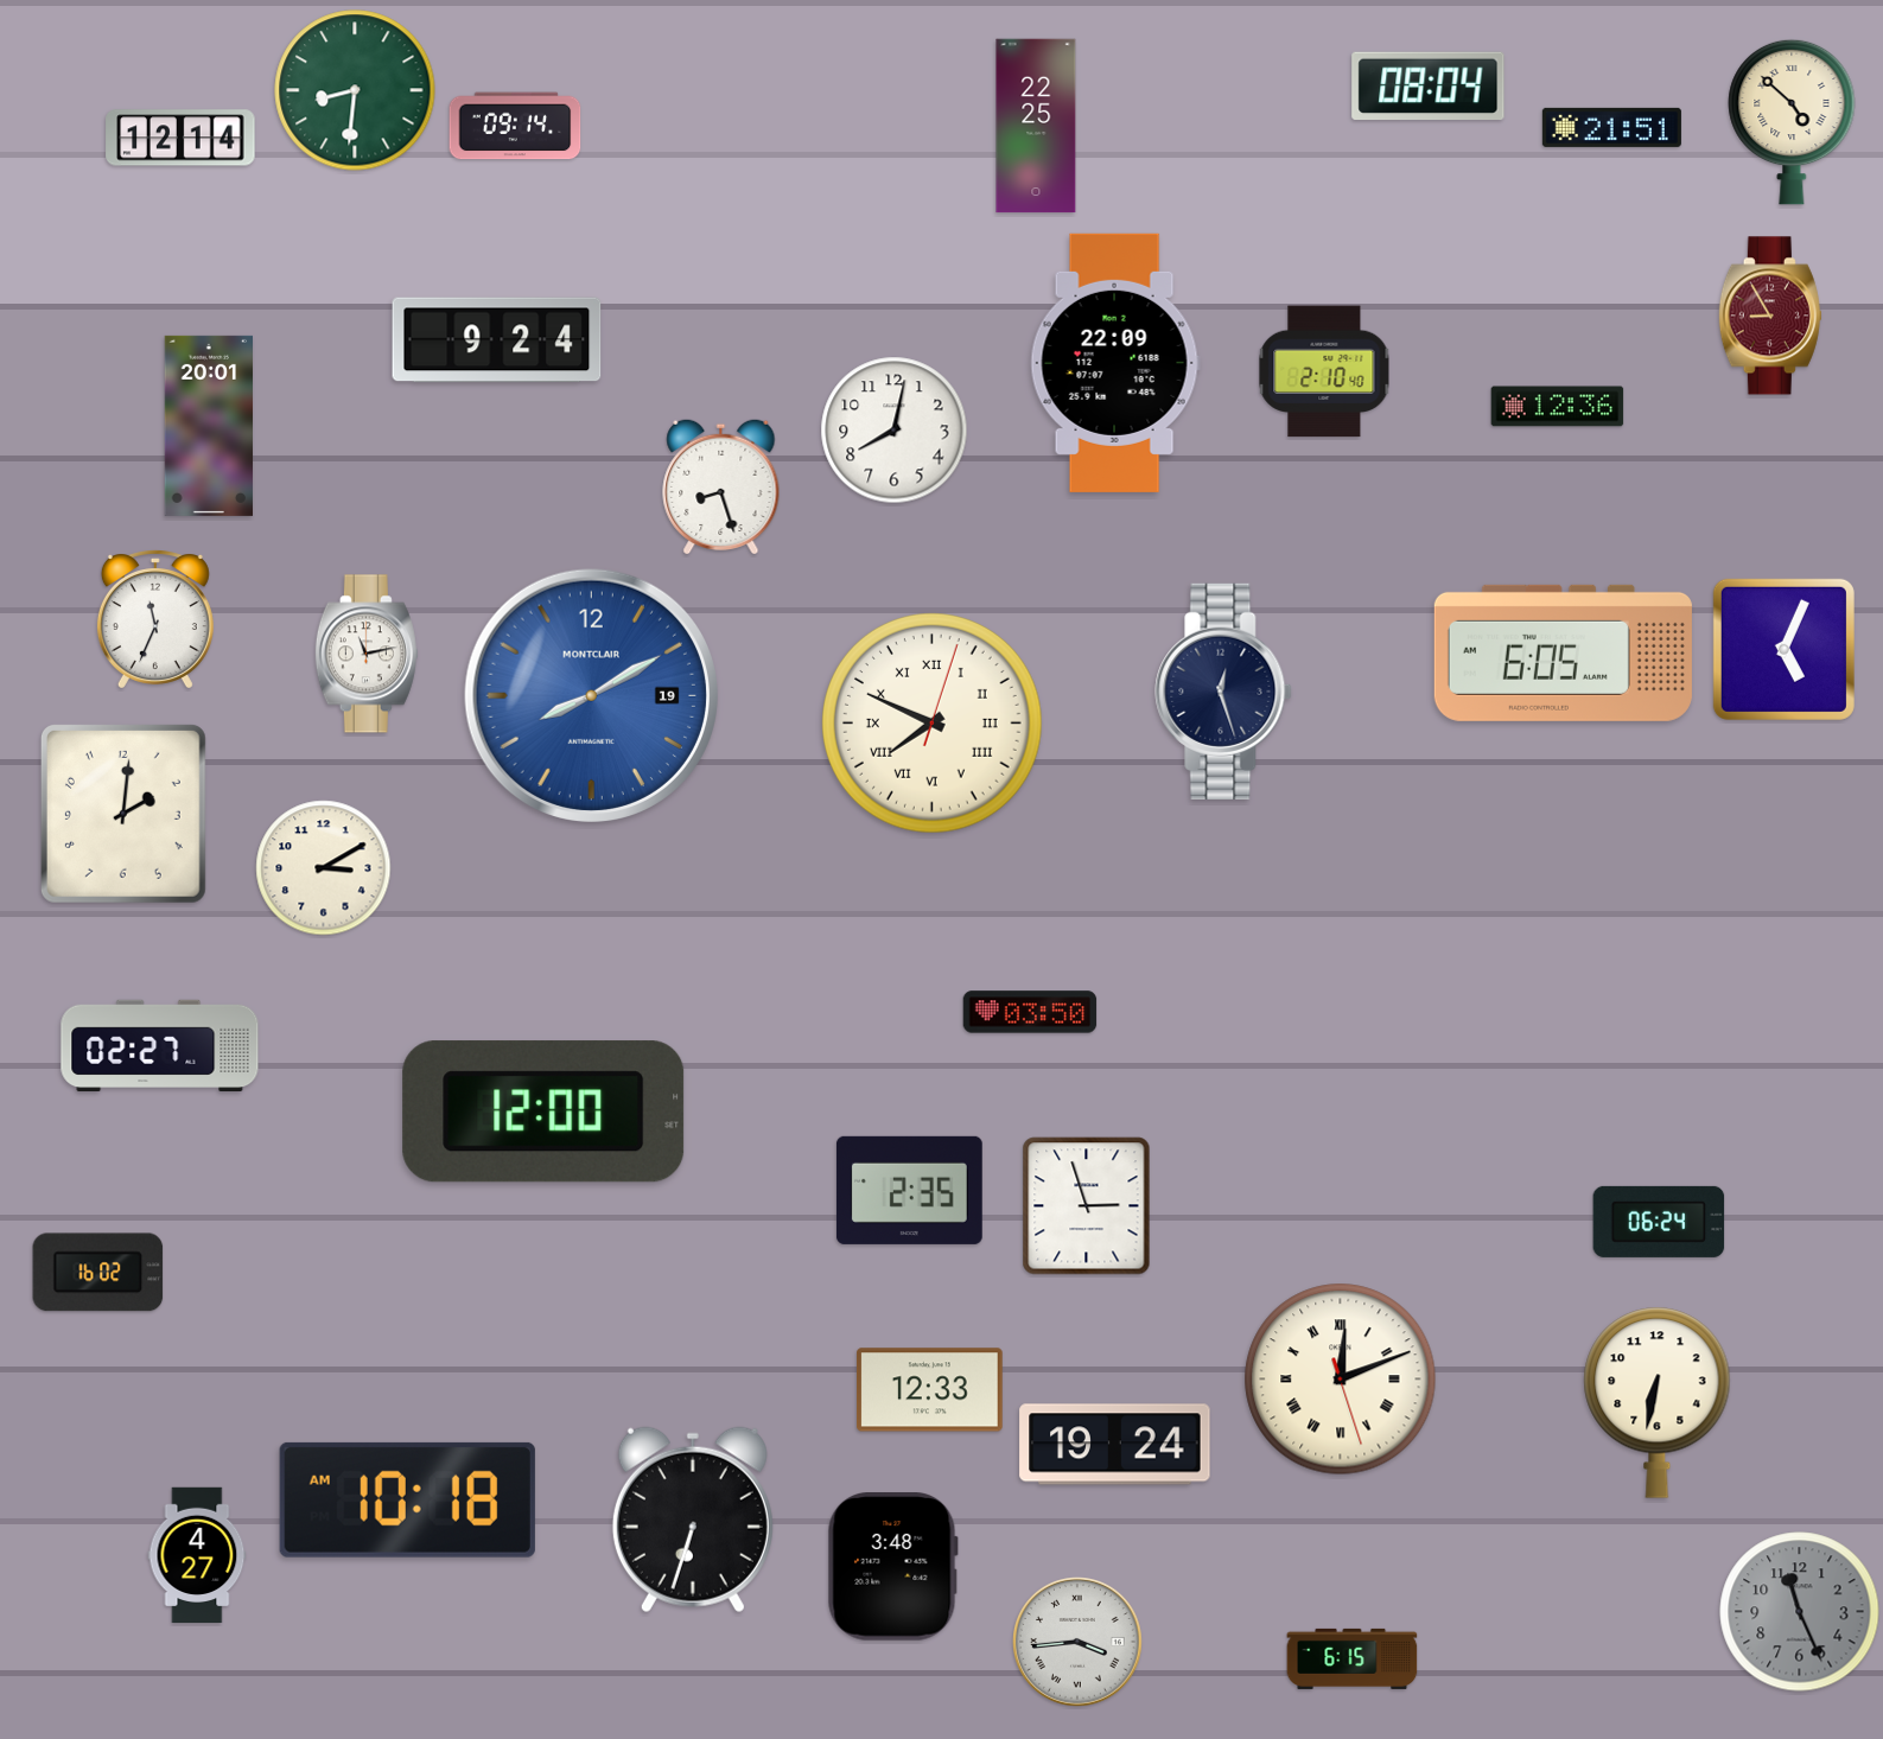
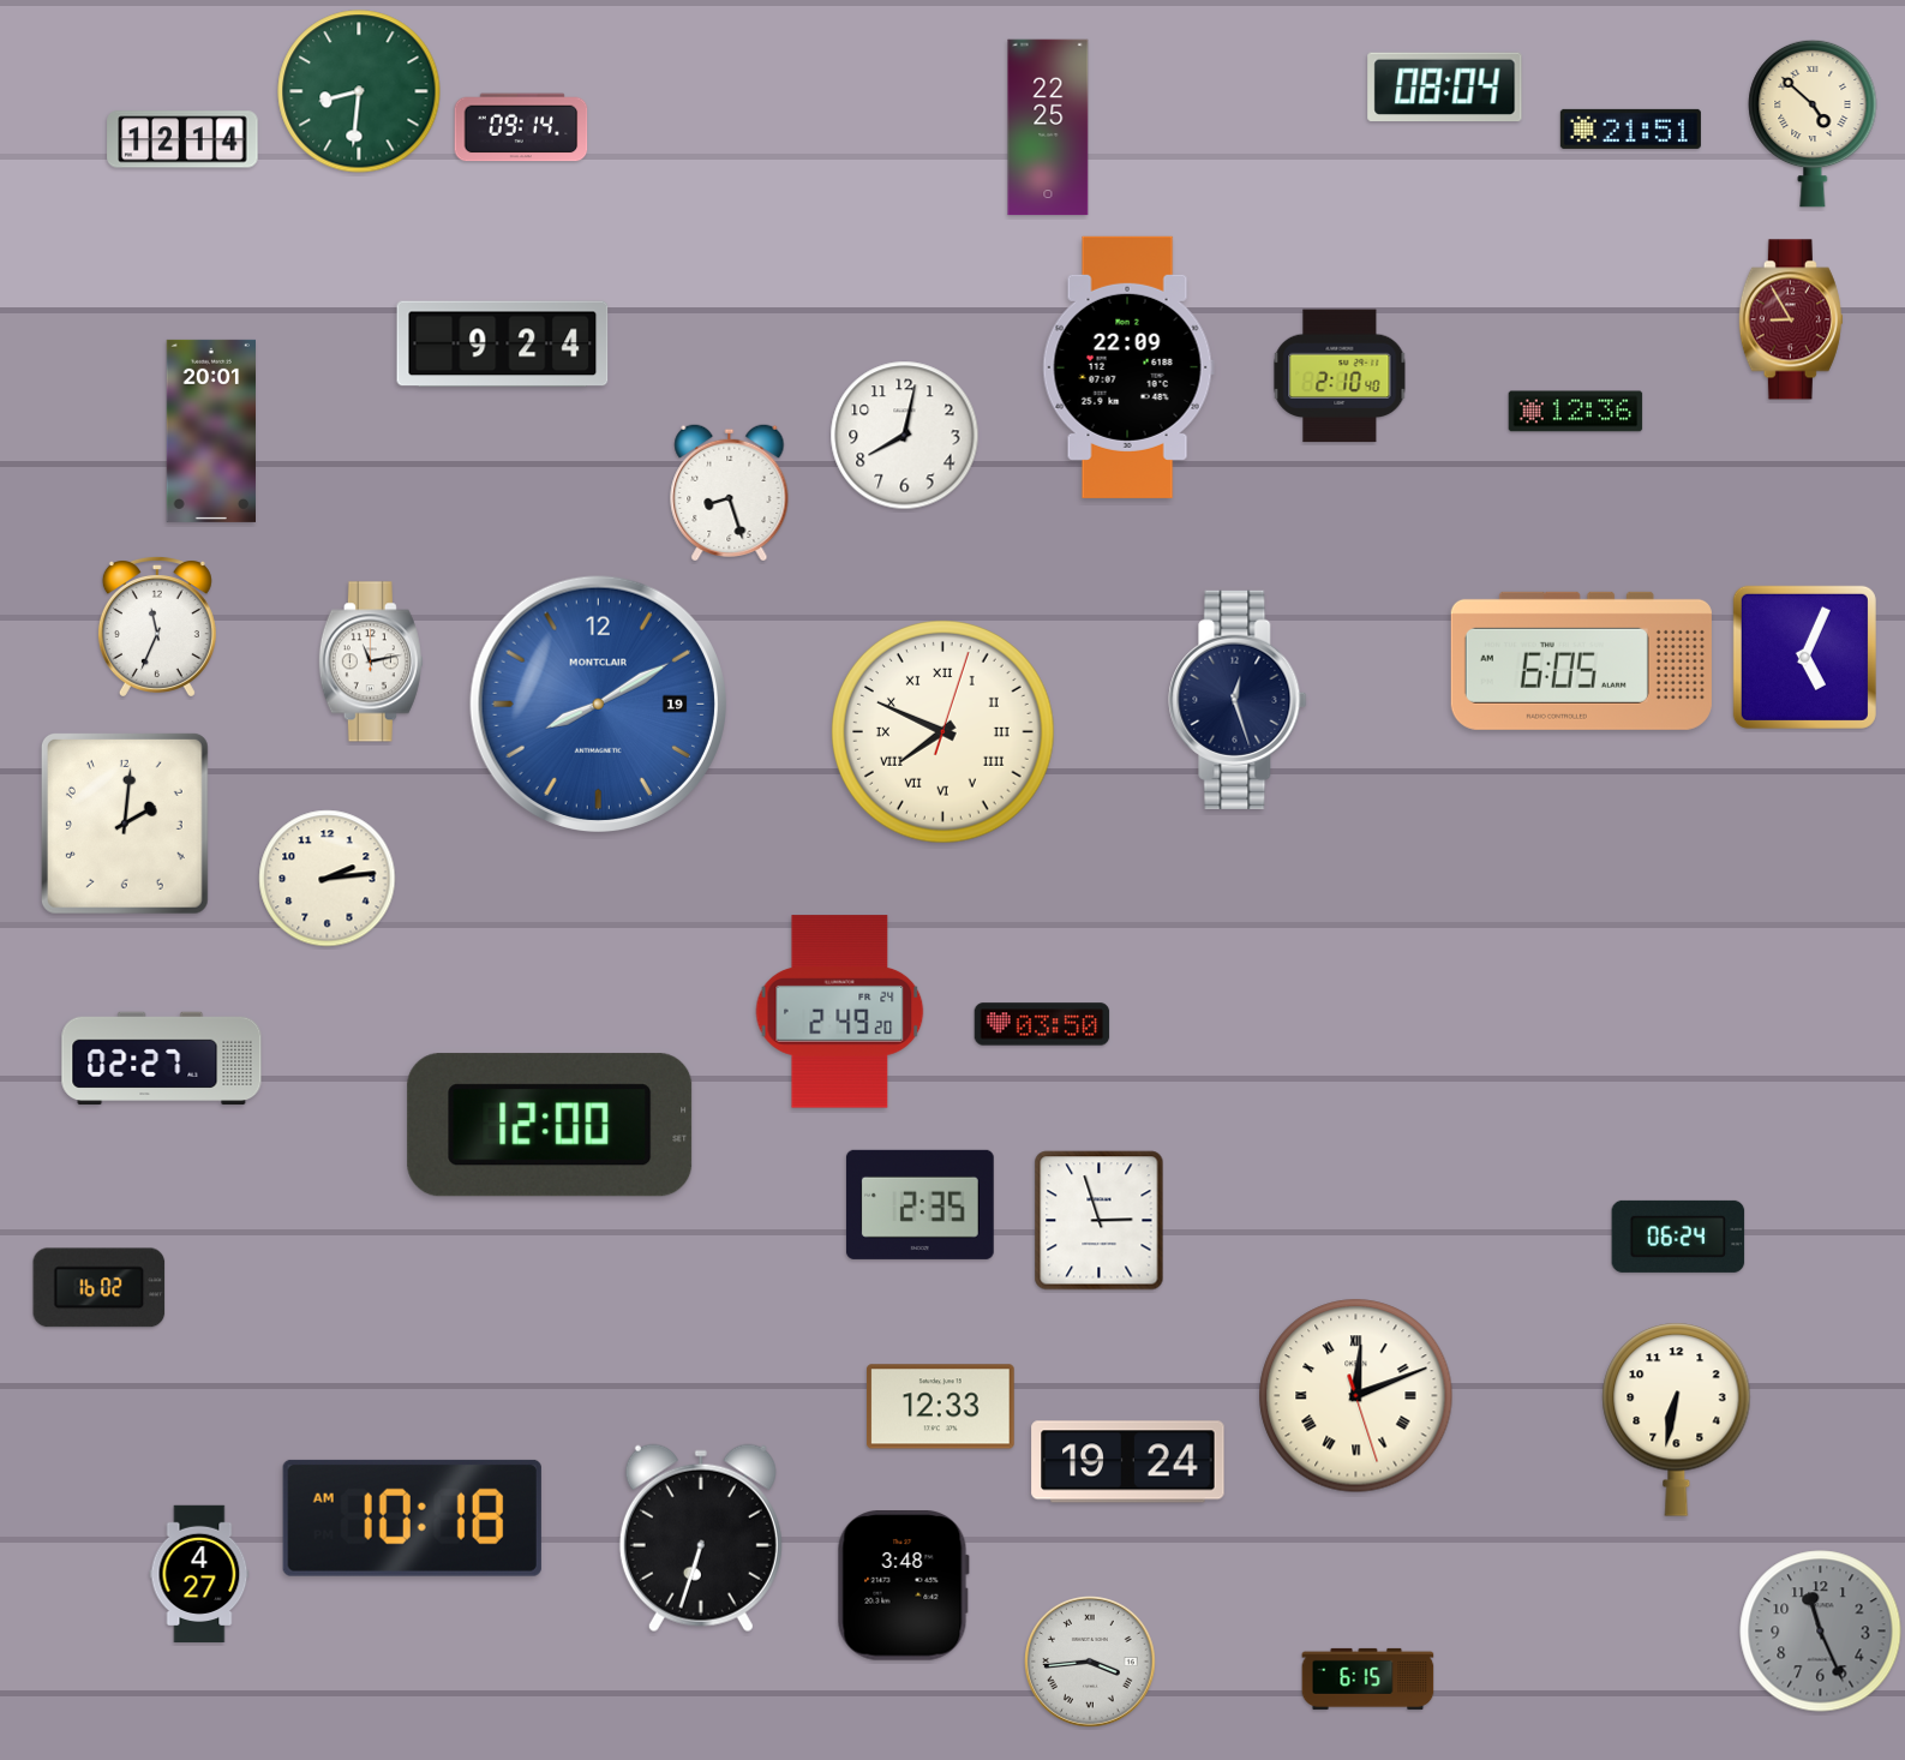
clock at (324, 868): 3:10 -> 2:14
clock at (840, 1012): none -> 2:49
